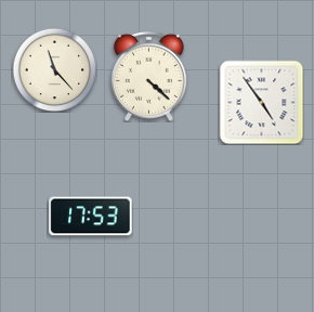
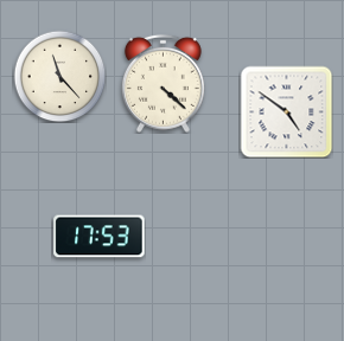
clock at (261, 102): 4:54 -> 4:51
